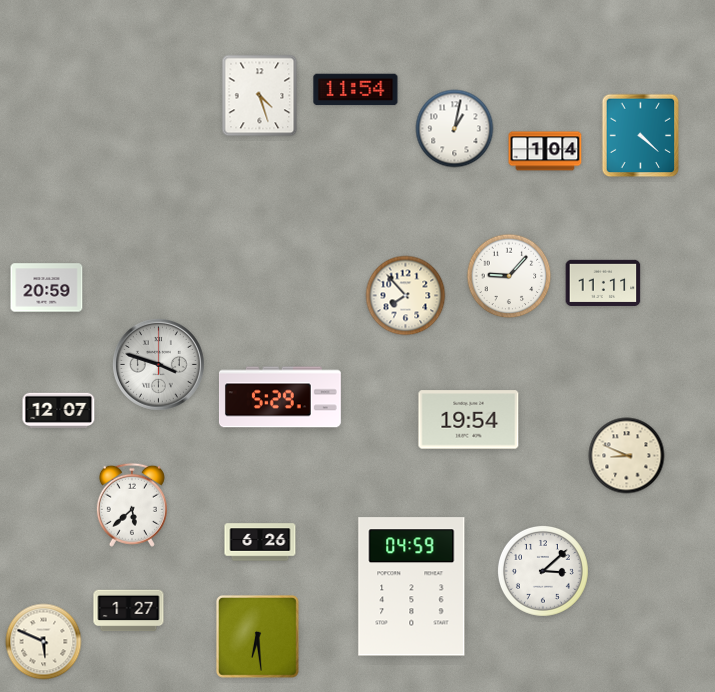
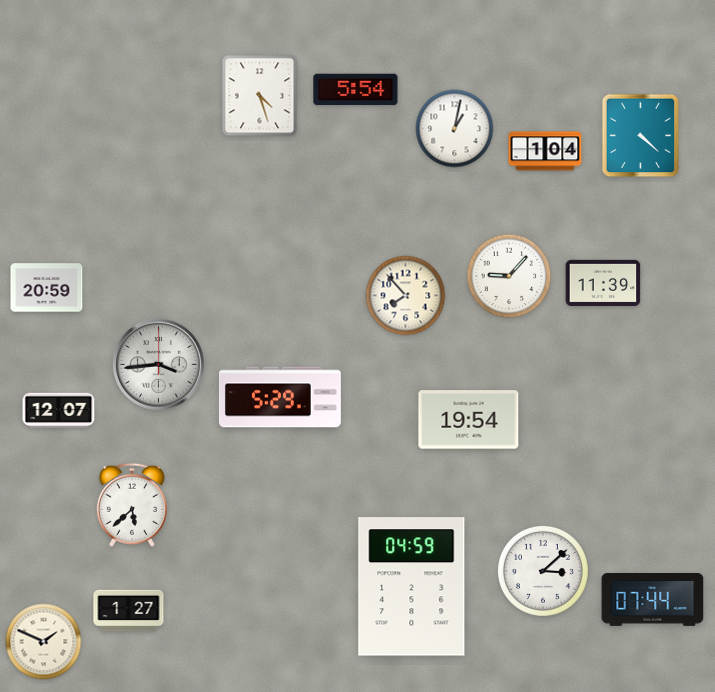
clock at (356, 90): 11:54 -> 5:54
clock at (603, 283): 11:11 -> 11:39
clock at (158, 364): 3:48 -> 3:44
clock at (627, 456): 8:49 -> none
clock at (260, 542): 6:26 -> none
clock at (653, 600): none -> 07:44
clock at (257, 636): 6:29 -> none
clock at (44, 642): 5:49 -> 1:49
